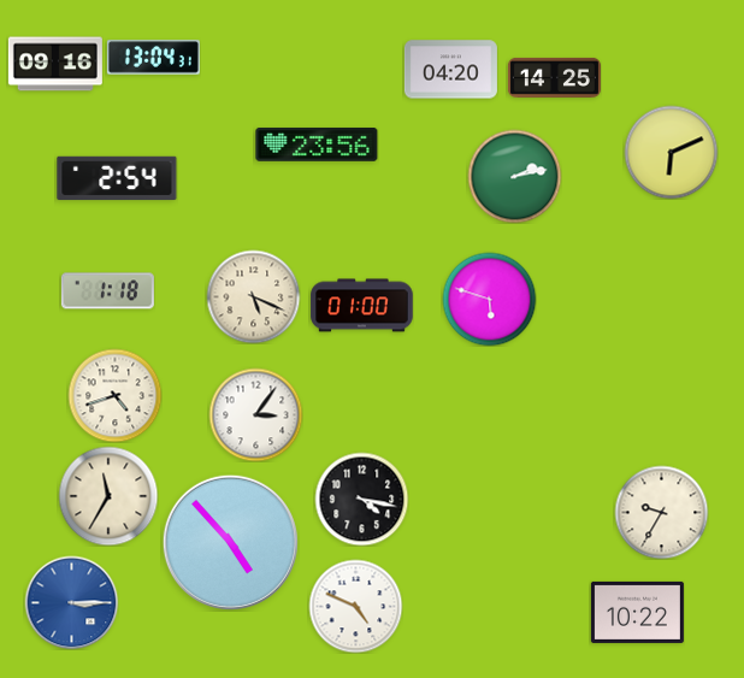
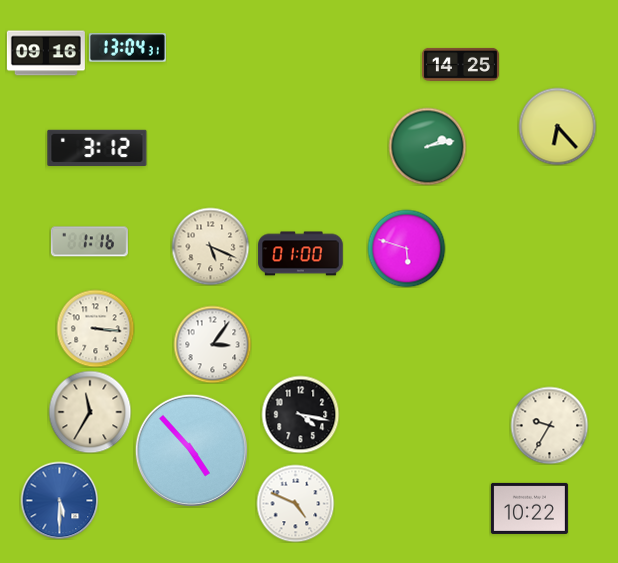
clock at (450, 70): 04:20 -> none
clock at (317, 145): 23:56 -> none
clock at (671, 152): 6:11 -> 6:23
clock at (117, 178): 2:54 -> 3:12
clock at (107, 291): 1:18 -> 1:16
clock at (114, 395): 4:42 -> 3:16
clock at (71, 602): 3:15 -> 5:30
